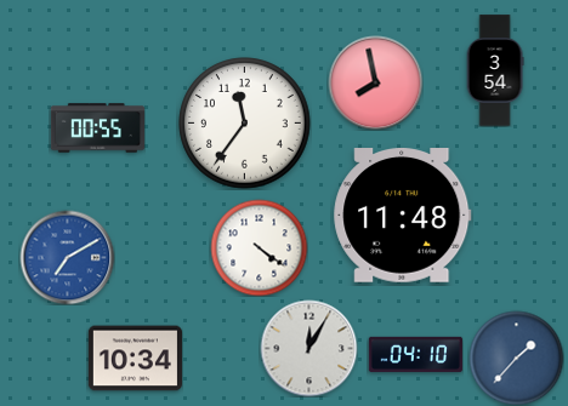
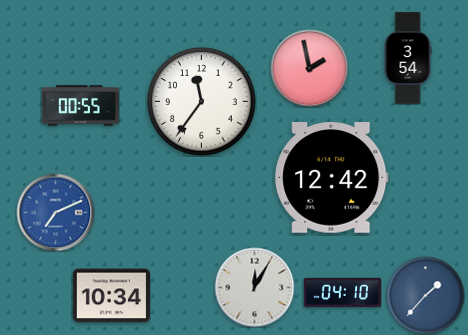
clock at (375, 82): 7:58 -> 1:58
clock at (403, 216): 11:48 -> 12:42
clock at (259, 247): 4:21 -> none
clock at (67, 257): 7:10 -> 7:11
